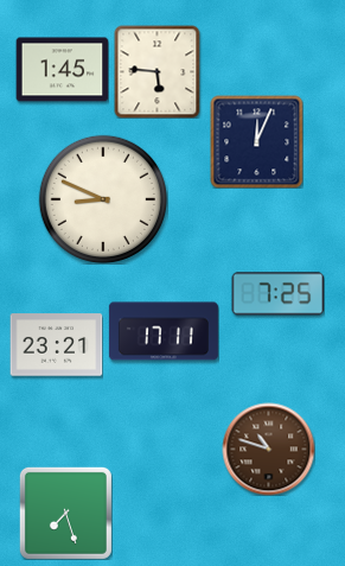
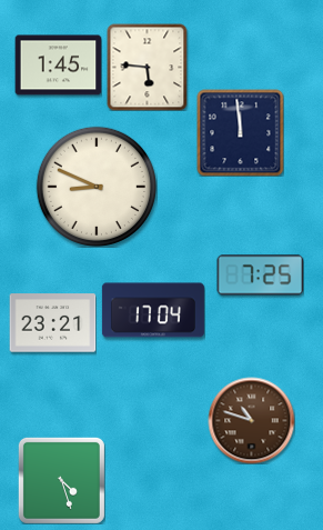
clock at (256, 141): 12:04 -> 11:59
clock at (164, 331): 17:11 -> 17:04
clock at (65, 513): 7:27 -> 4:27
